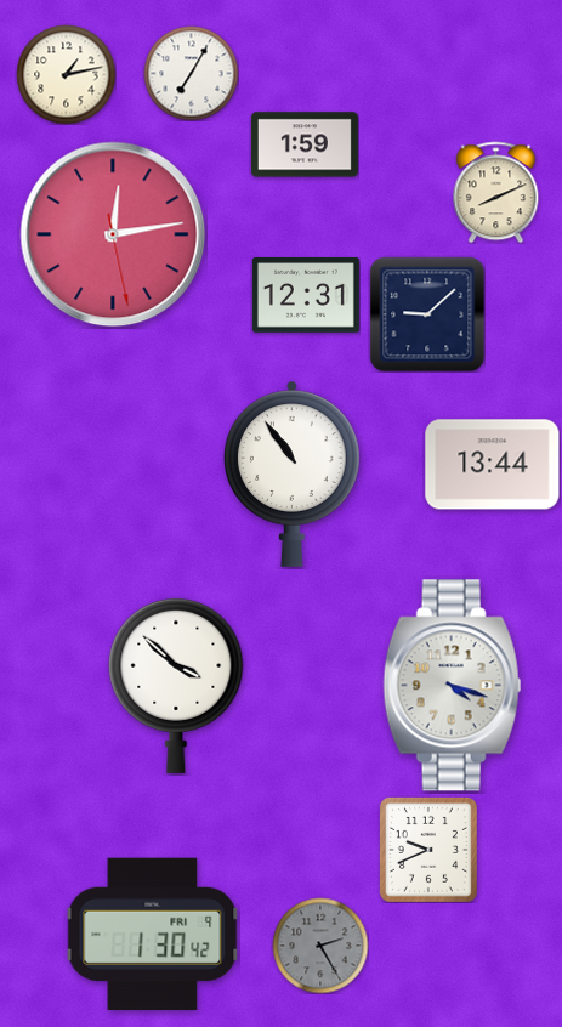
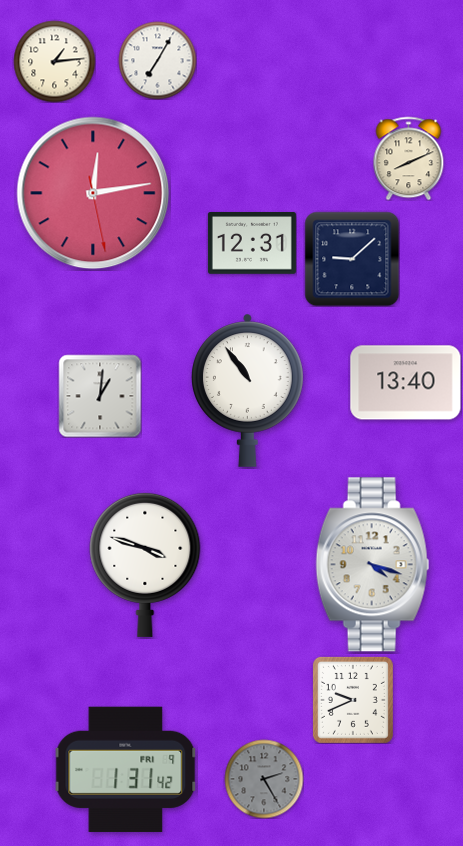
clock at (66, 74): 1:13 -> 1:14
clock at (305, 144): 1:59 -> none
clock at (493, 465): 13:44 -> 13:40
clock at (293, 473) position: (293, 473) -> (248, 390)
clock at (100, 396): none -> 1:01
clock at (176, 685): 3:52 -> 3:48
clock at (153, 934): 1:30 -> 1:31
